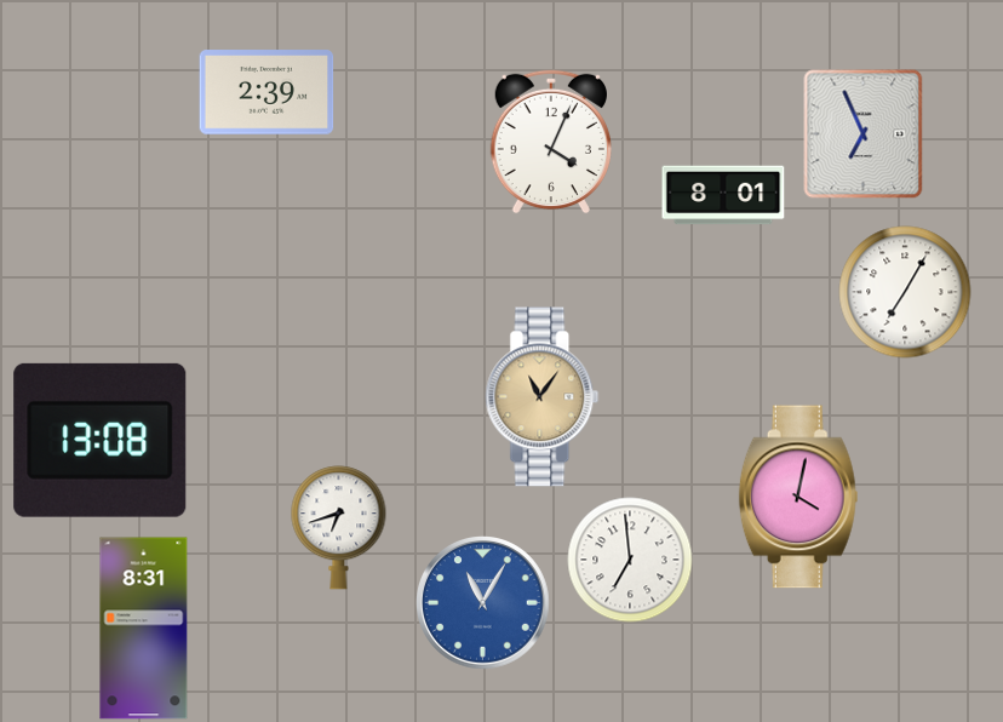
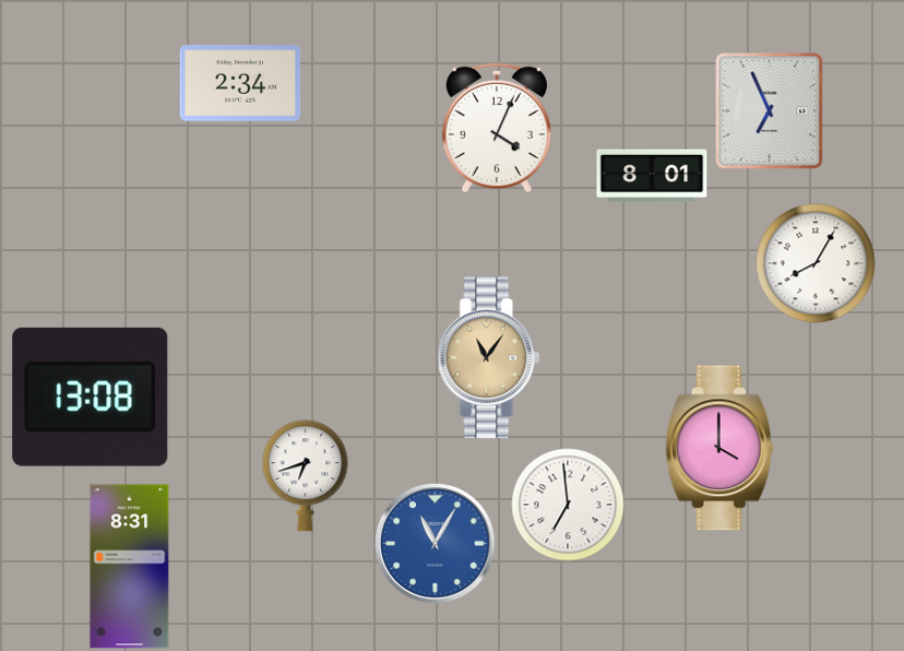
clock at (266, 92): 2:39 -> 2:34
clock at (864, 134) position: (864, 134) -> (770, 111)
clock at (905, 292): 7:05 -> 8:05
clock at (798, 497): 4:02 -> 4:00
